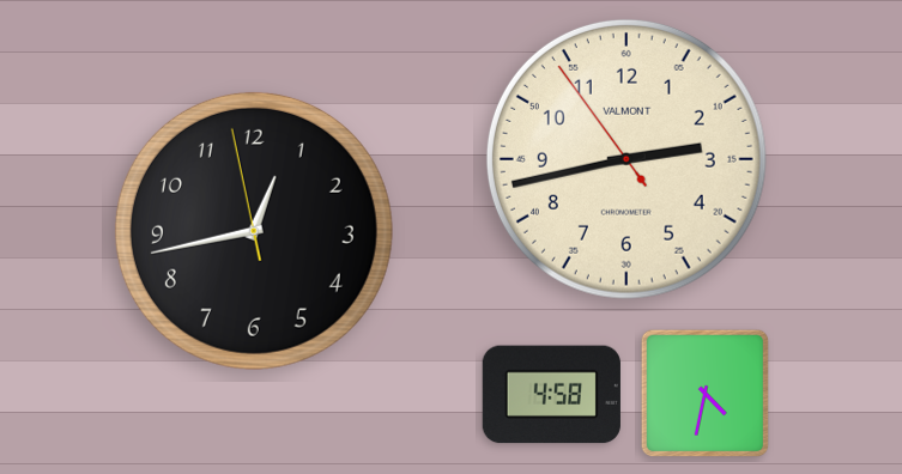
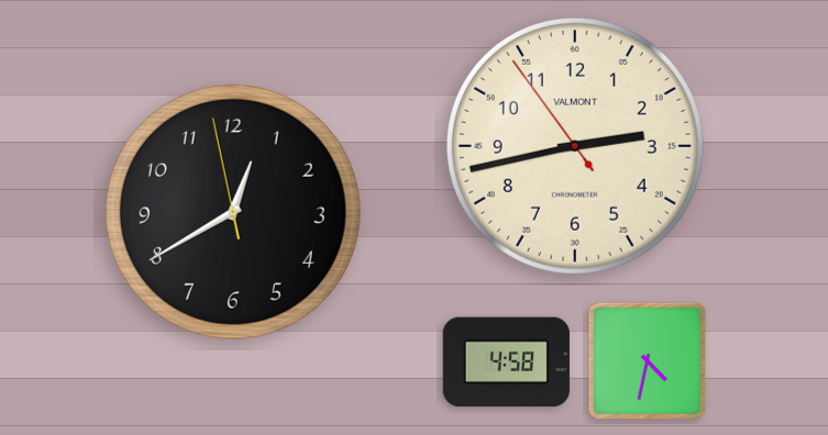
clock at (254, 231): 12:42 -> 12:39
